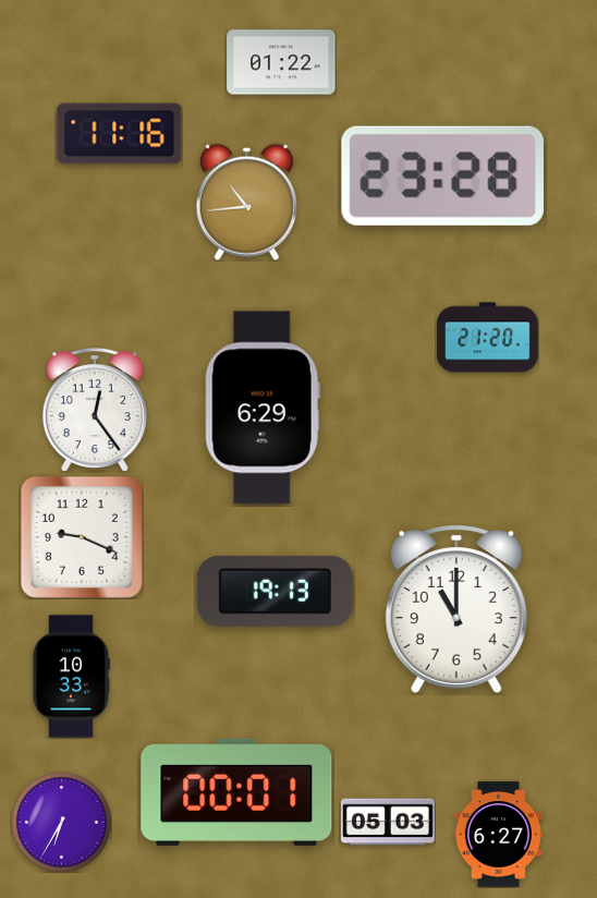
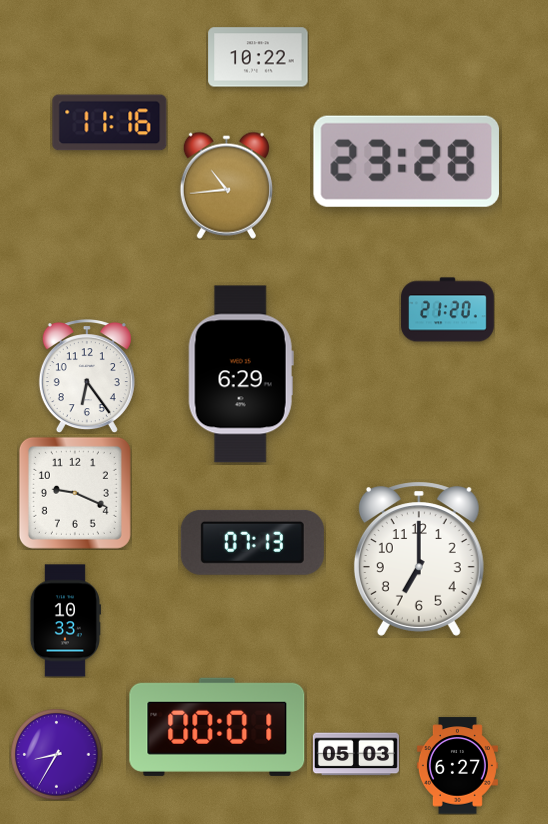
clock at (281, 62): 01:22 -> 10:22
clock at (95, 410): 12:24 -> 6:24
clock at (275, 591): 19:13 -> 07:13
clock at (456, 609): 11:00 -> 7:00
clock at (61, 822): 6:35 -> 8:35
